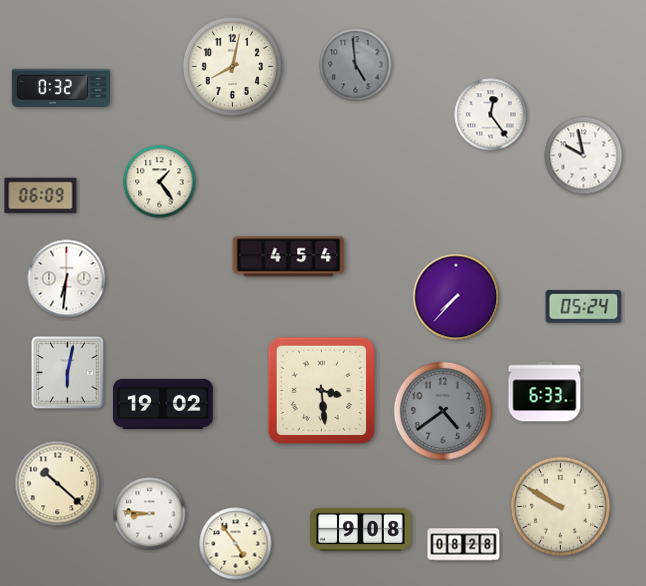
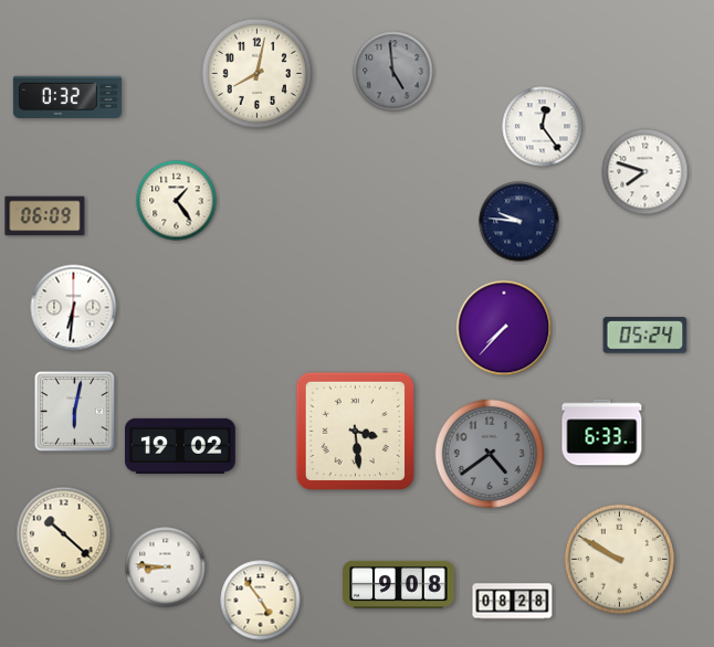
clock at (584, 156): 9:58 -> 7:48
clock at (519, 222): none -> 9:46
clock at (289, 257): 4:54 -> none
clock at (584, 307) position: (584, 307) -> (645, 336)
